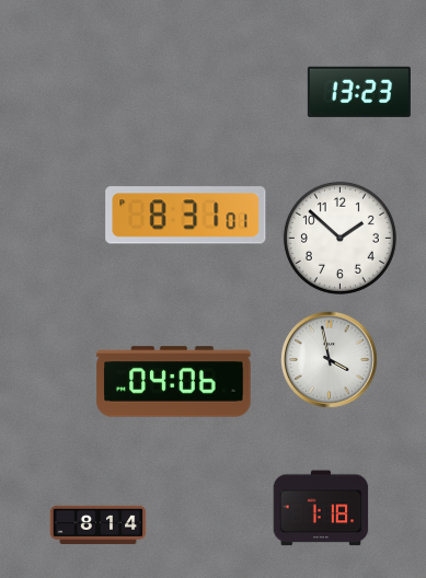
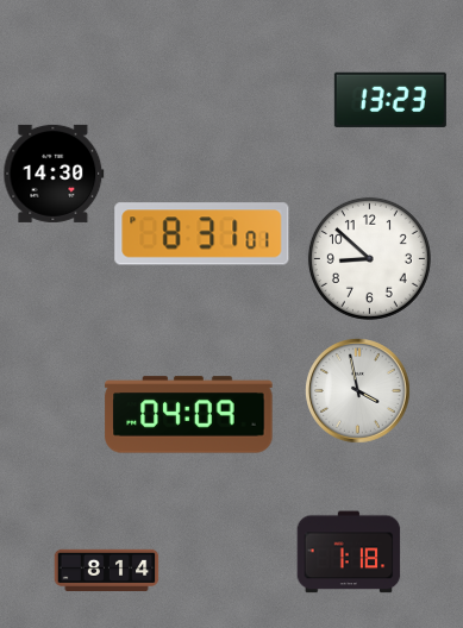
clock at (54, 174): none -> 14:30
clock at (339, 238): 1:52 -> 8:52
clock at (174, 382): 04:06 -> 04:09
